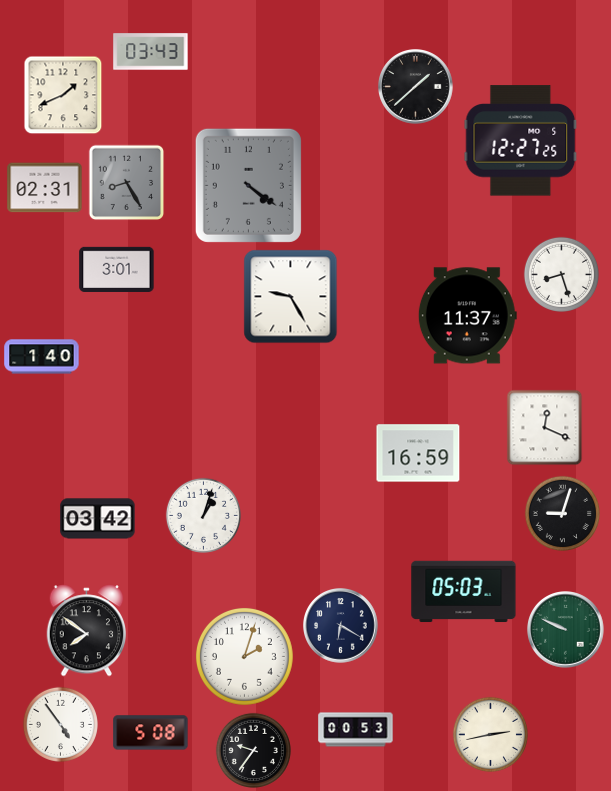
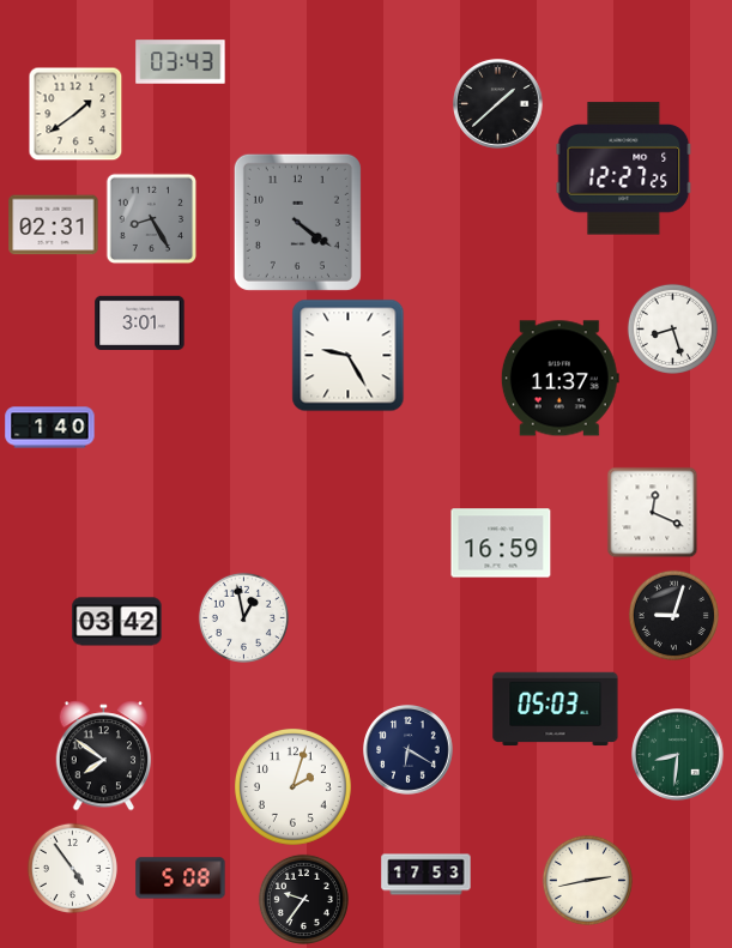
clock at (63, 95): 1:41 -> 1:39
clock at (203, 515): 1:03 -> 12:58
clock at (566, 630): 9:49 -> 8:31
clock at (356, 730): 00:53 -> 17:53
